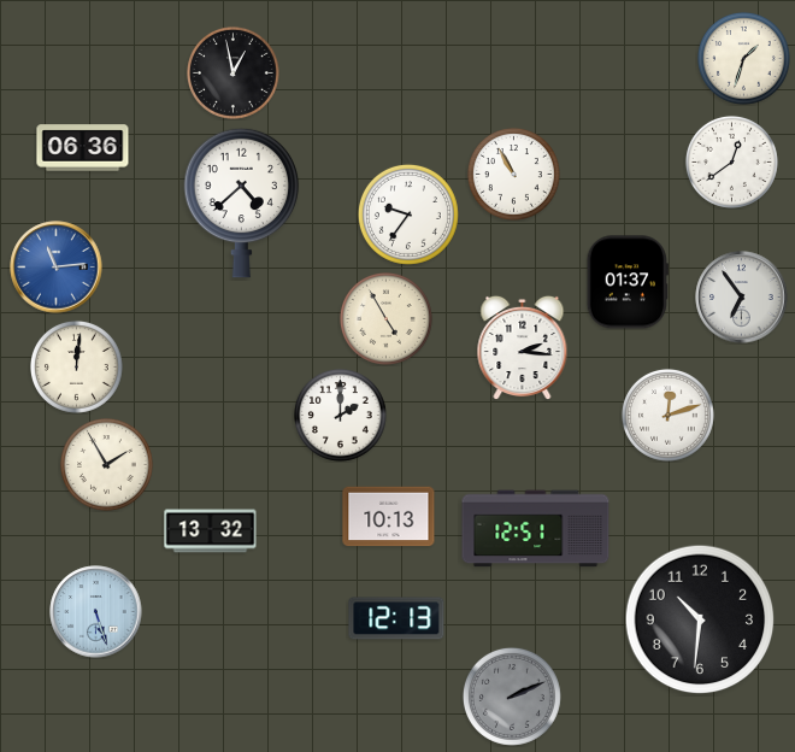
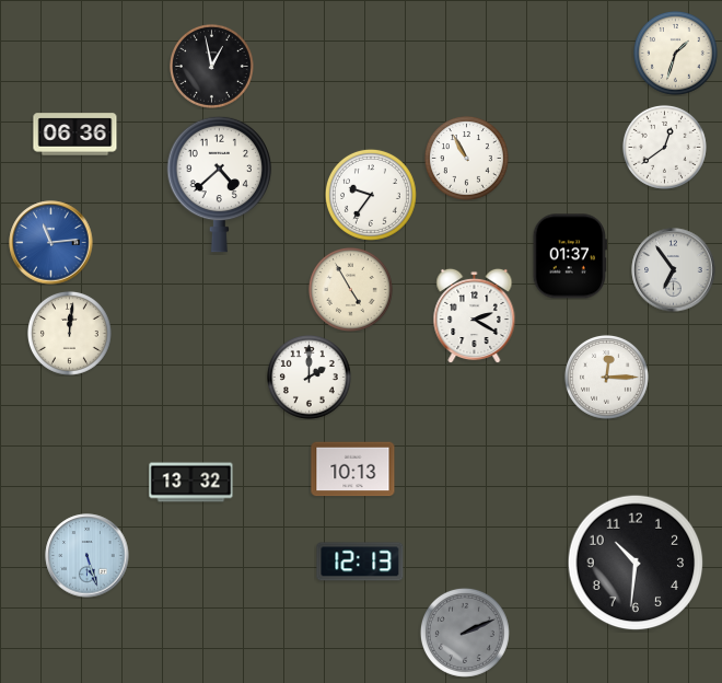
clock at (523, 347): 2:16 -> 2:20
clock at (667, 415): 12:12 -> 12:15
clock at (106, 464): 1:55 -> none
clock at (536, 529): 12:51 -> none
